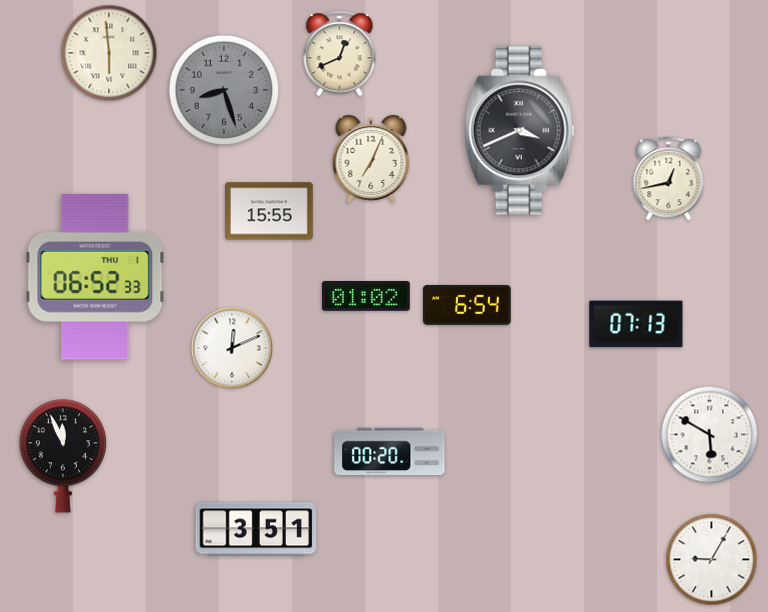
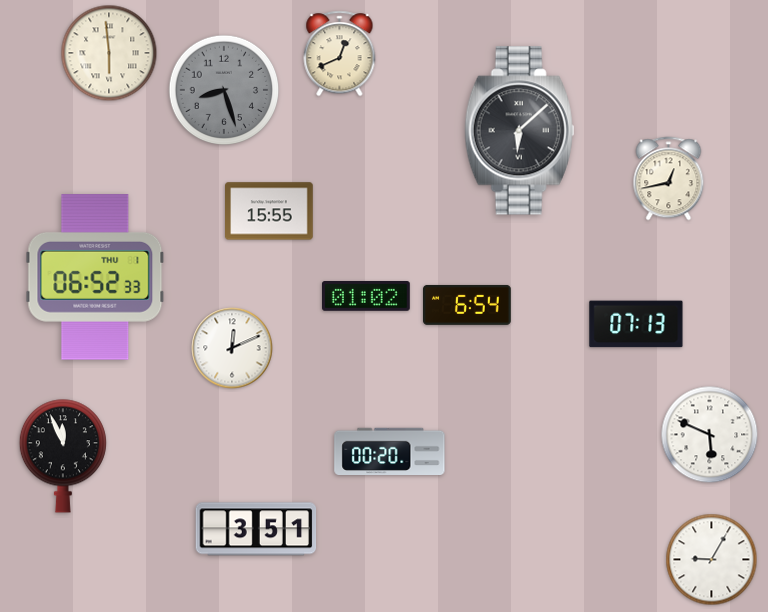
clock at (520, 131): 3:41 -> 6:08
clock at (371, 159): 7:04 -> none
clock at (710, 435): 5:50 -> 5:49
